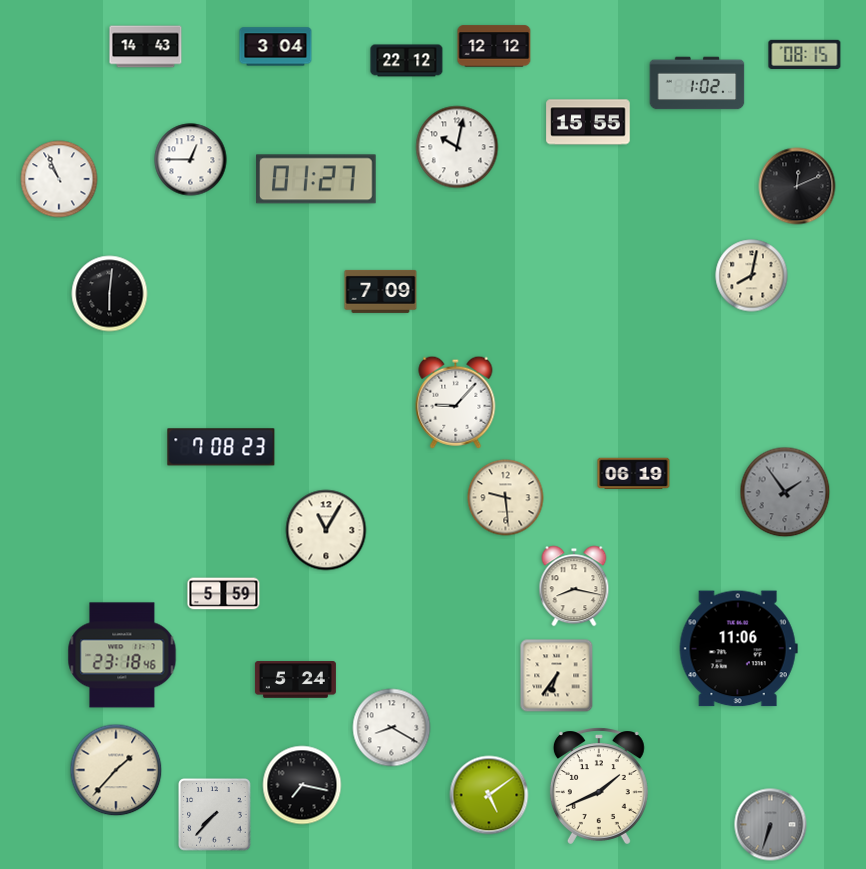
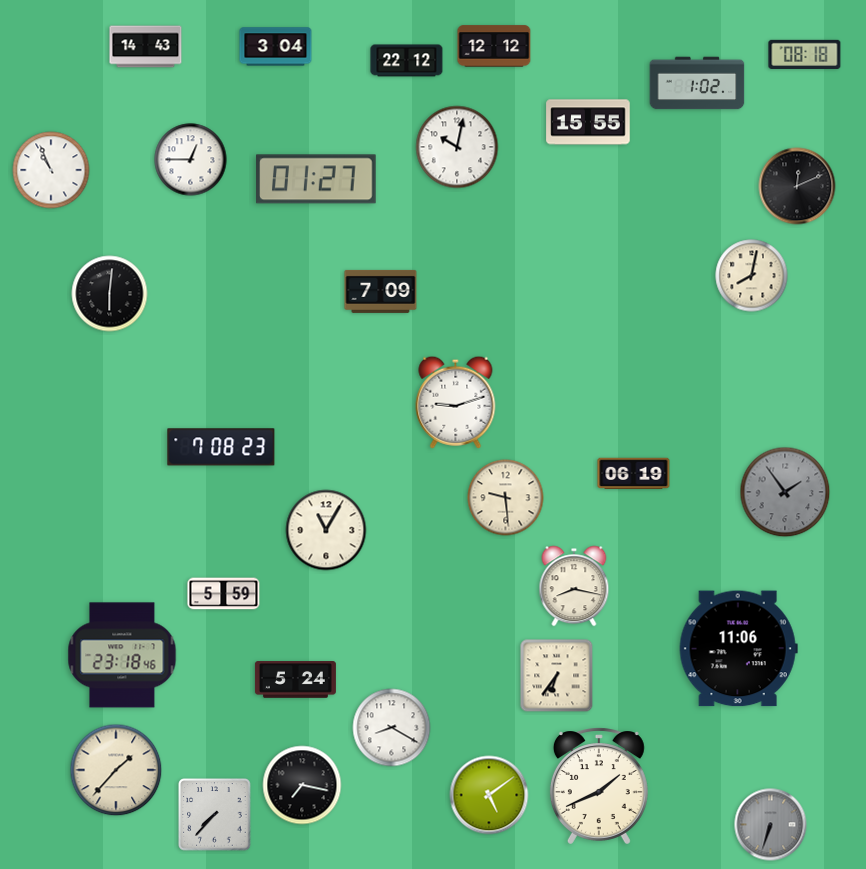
clock at (805, 54): 08:15 -> 08:18
clock at (59, 179) position: (59, 179) -> (51, 170)
clock at (456, 402): 9:07 -> 9:12
